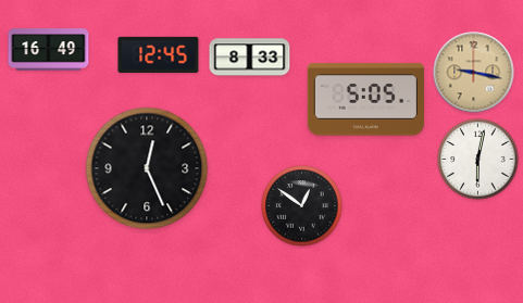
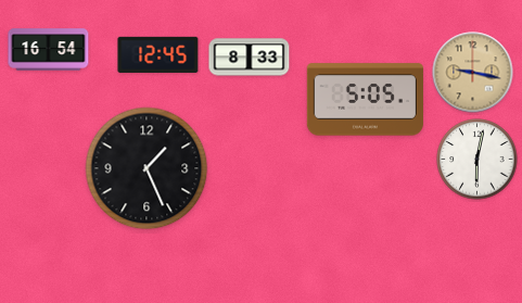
clock at (49, 50): 16:49 -> 16:54
clock at (147, 168): 12:26 -> 1:26
clock at (302, 206): 12:51 -> none
